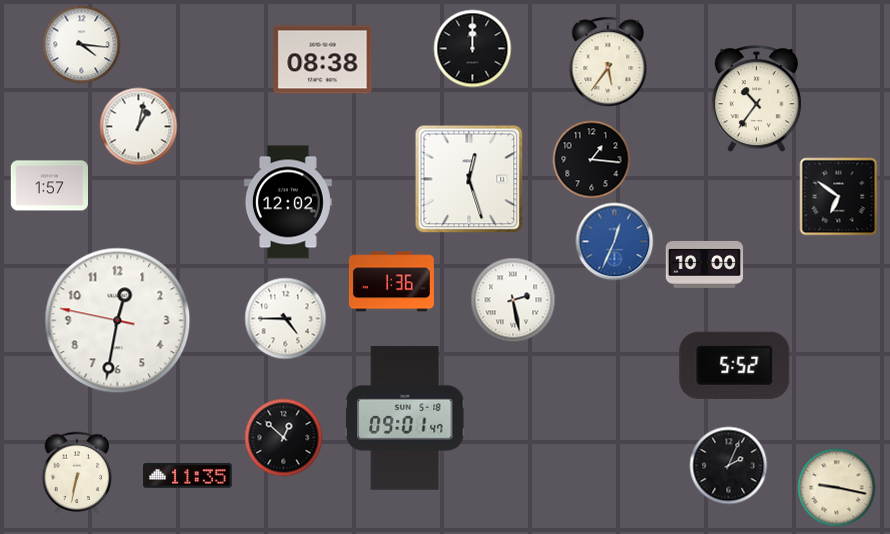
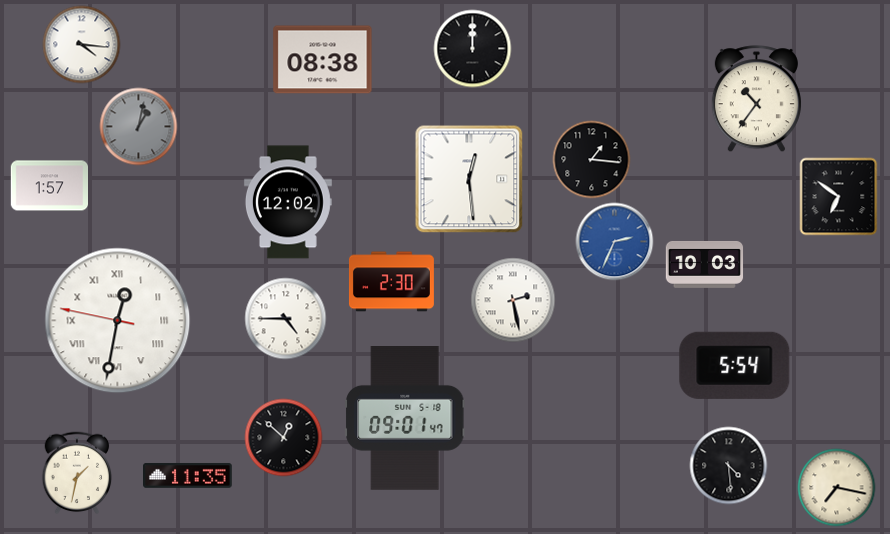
clock at (608, 62): 5:36 -> none
clock at (138, 126) dial: white -> grey
clock at (469, 179): 12:27 -> 12:29
clock at (614, 241): 12:34 -> 2:34
clock at (704, 264): 10:00 -> 10:03
clock at (391, 282): 1:36 -> 2:30
clock at (118, 321) numerals: Arabic -> Roman
clock at (735, 365): 5:52 -> 5:54
clock at (728, 465): 2:04 -> 4:29
clock at (77, 473): 6:32 -> 1:32
clock at (836, 487): 9:17 -> 7:17
